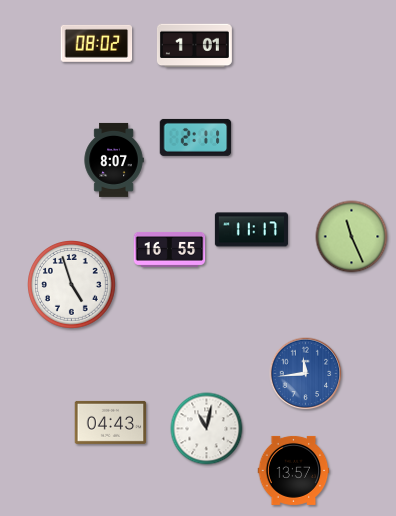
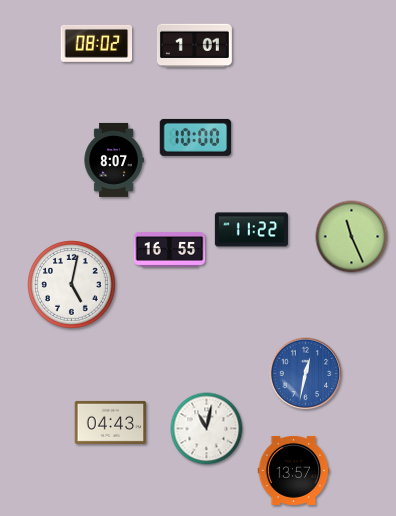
clock at (196, 137): 2:11 -> 10:00
clock at (251, 230): 11:17 -> 11:22
clock at (72, 285): 4:57 -> 5:02
clock at (306, 374): 11:44 -> 12:32
